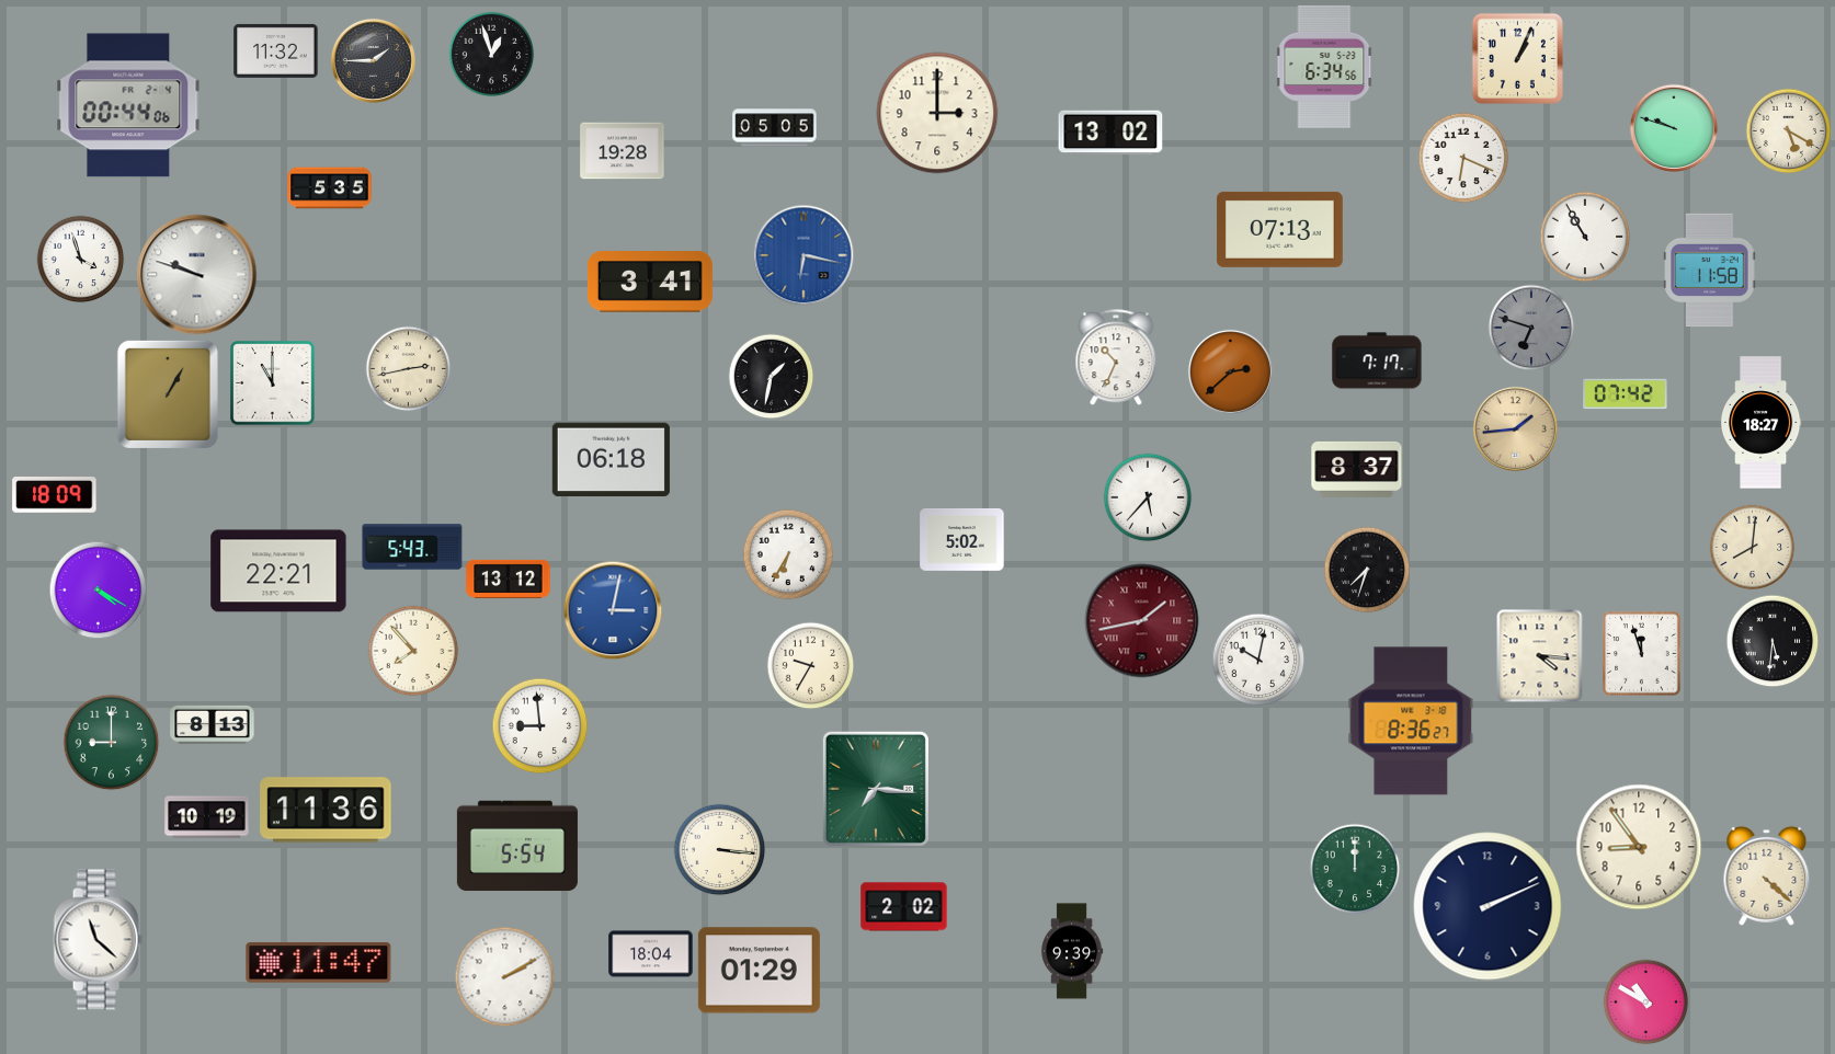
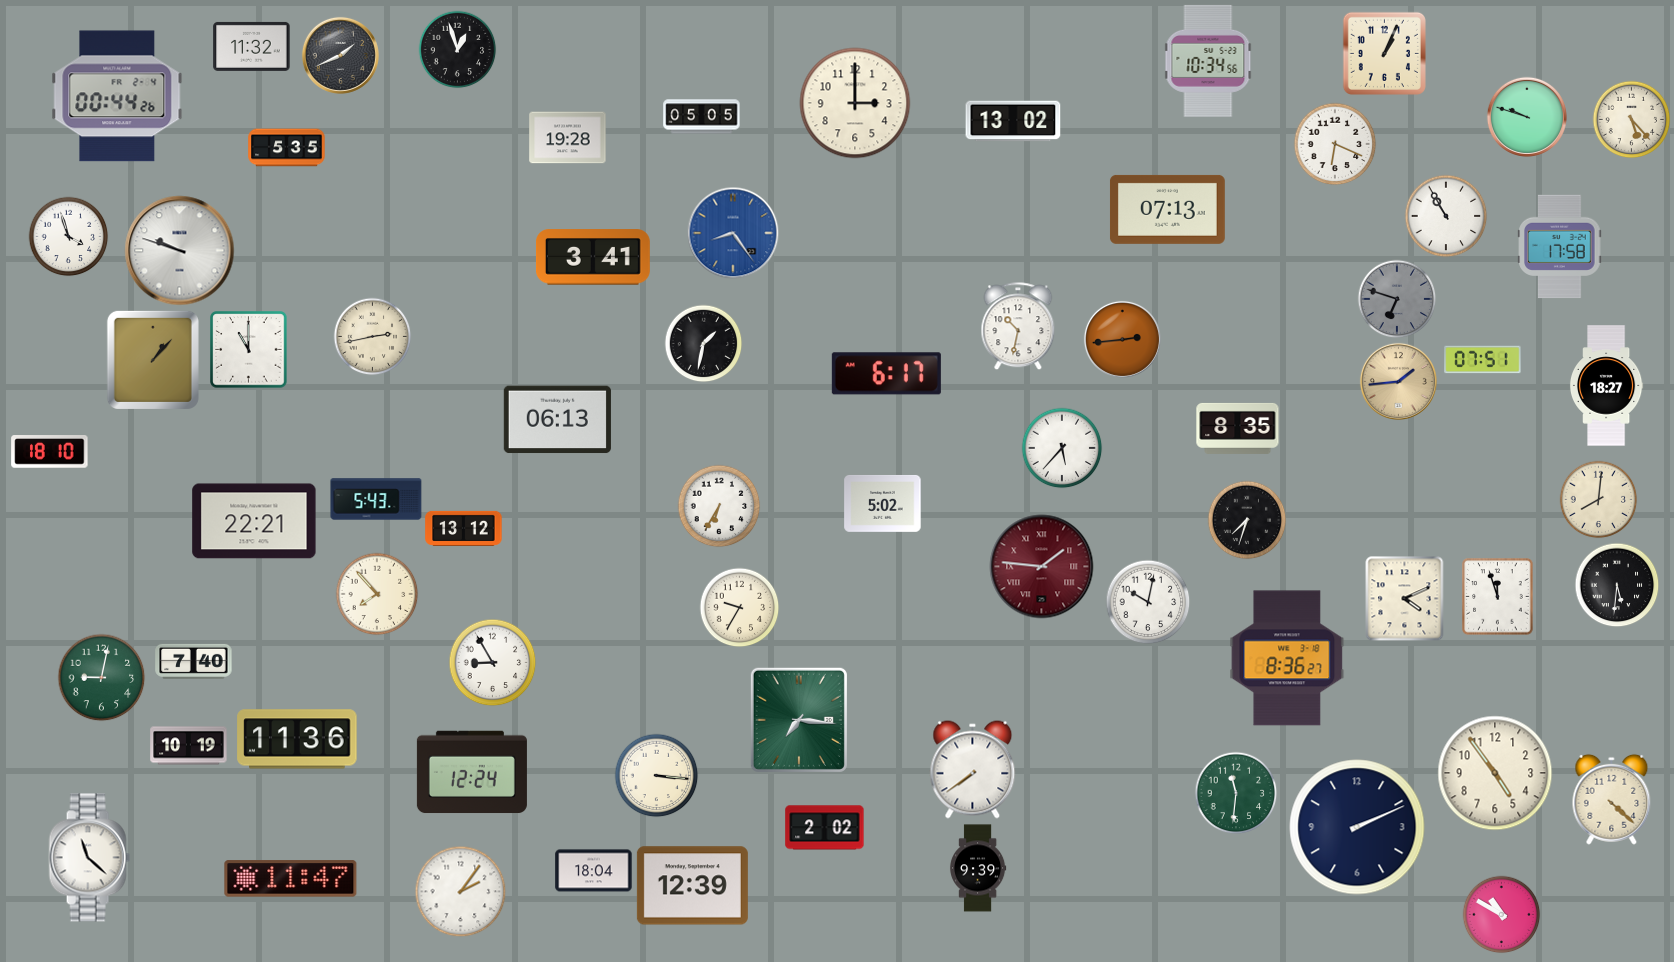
clock at (491, 54) position: (491, 54) -> (457, 49)
clock at (373, 60): 1:45 -> 1:41
clock at (1324, 67): 6:34 -> 10:34
clock at (128, 105): 00:44:06 -> 00:44:26
clock at (775, 128) position: (775, 128) -> (702, 117)
clock at (1788, 130): 5:20 -> 5:23
clock at (330, 188) position: (330, 188) -> (287, 148)
clock at (803, 255): 6:17 -> 8:24
clock at (80, 259) position: (80, 259) -> (68, 236)
clock at (1710, 271): 11:58 -> 17:58
clock at (1116, 357): 10:34 -> 10:32
clock at (1377, 360): 7:17 -> none
clock at (1230, 371): 2:38 -> 2:44
clock at (168, 394): 1:05 -> 1:07
clock at (1626, 394): 07:42 -> 07:51
clock at (886, 374): none -> 6:17
clock at (1515, 428) position: (1515, 428) -> (1398, 381)
clock at (611, 460): 06:18 -> 06:13
clock at (1357, 469): 8:37 -> 8:35
clock at (55, 495): 18:09 -> 18:10
clock at (1148, 497) position: (1148, 497) -> (1062, 448)
clock at (962, 539) position: (962, 539) -> (883, 503)
clock at (98, 589): 4:20 -> none
clock at (613, 610): 3:02 -> none
clock at (1142, 621): 1:43 -> 1:46
clock at (1540, 655): 4:16 -> 4:11
clock at (213, 724): 8:13 -> 7:40
clock at (539, 725): 8:59 -> 8:55
clock at (111, 742): 9:00 -> 9:02
clock at (973, 770): none -> 7:39
clock at (517, 846): 5:54 -> 12:24
clock at (1639, 847): 8:54 -> 4:54
clock at (1355, 869): 12:00 -> 11:31
clock at (759, 971): 01:29 -> 12:39
clock at (504, 976): 2:10 -> 2:06
